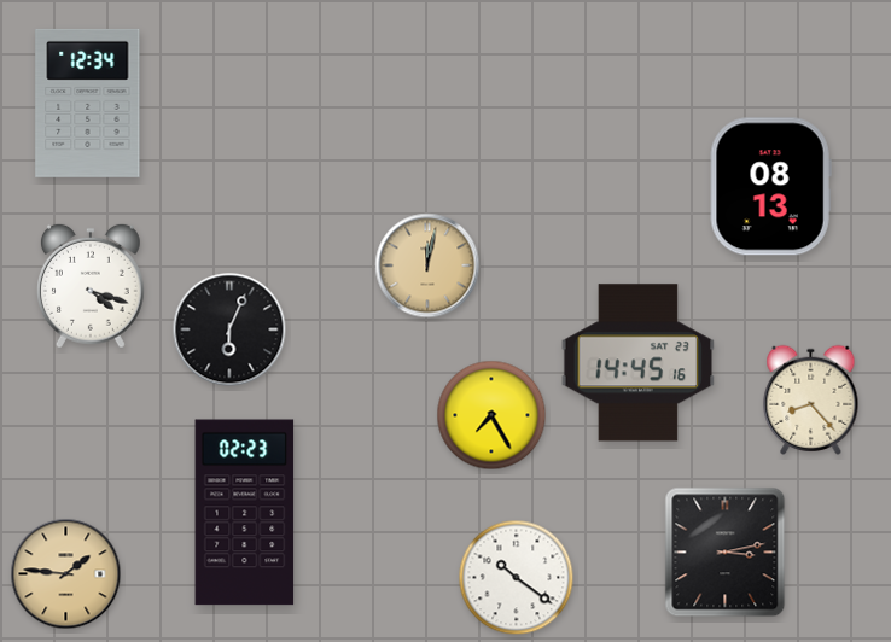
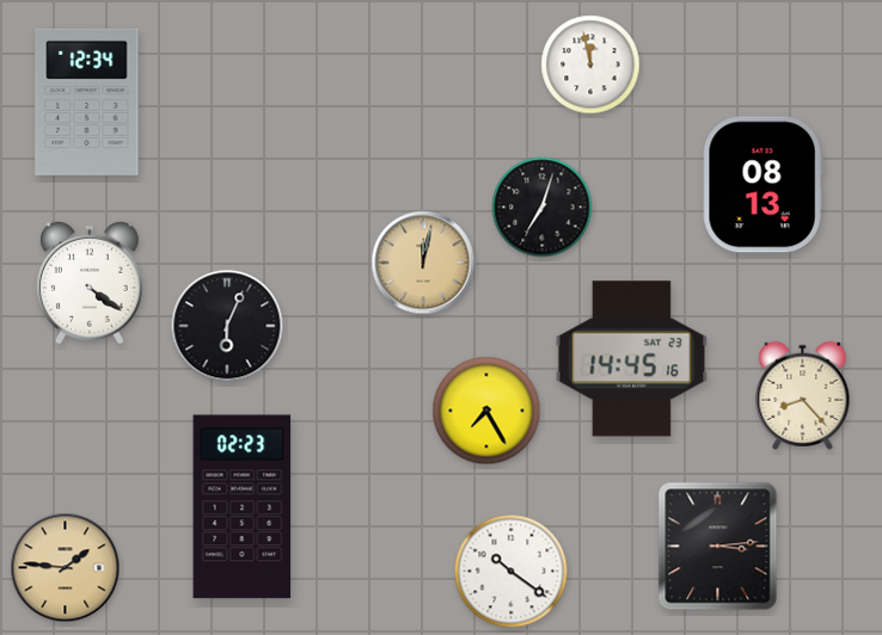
clock at (590, 64): none -> 11:58
clock at (543, 208): none -> 7:03
clock at (91, 286): 4:18 -> 4:21
clock at (726, 553): 3:13 -> 3:14
